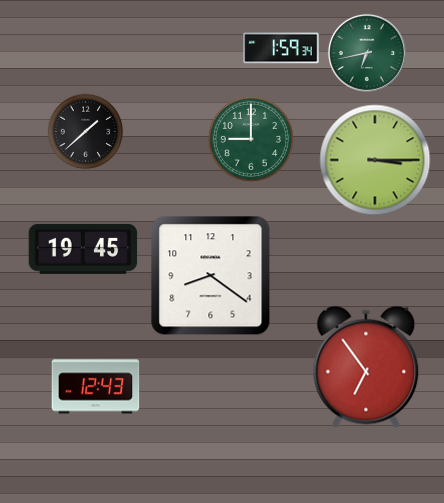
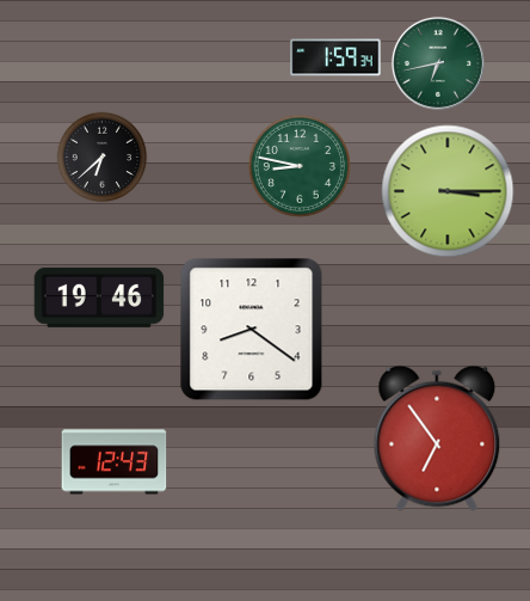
clock at (86, 132): 1:38 -> 6:38
clock at (251, 139): 9:00 -> 8:47
clock at (83, 249): 19:45 -> 19:46
